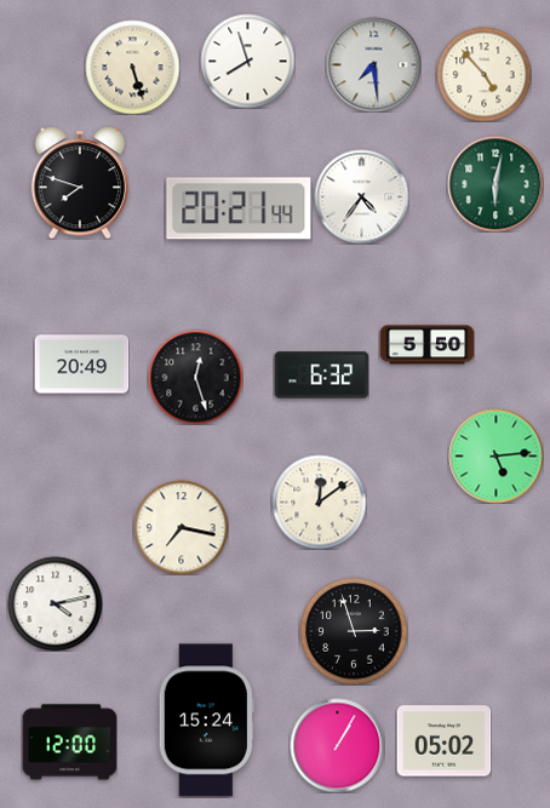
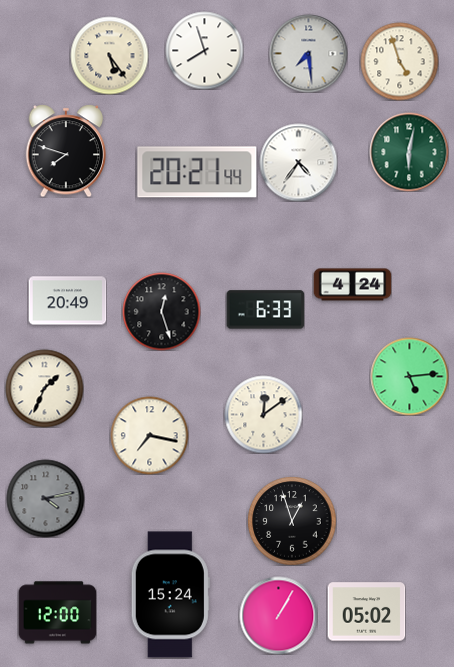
clock at (132, 67): 5:27 -> 5:24
clock at (483, 74): 4:53 -> 4:57
clock at (426, 345): 5:50 -> 4:24
clock at (321, 376): 6:32 -> 6:33
clock at (44, 388): none -> 1:34
clock at (55, 603) dial: white -> grey
clock at (354, 631): 2:57 -> 12:57
